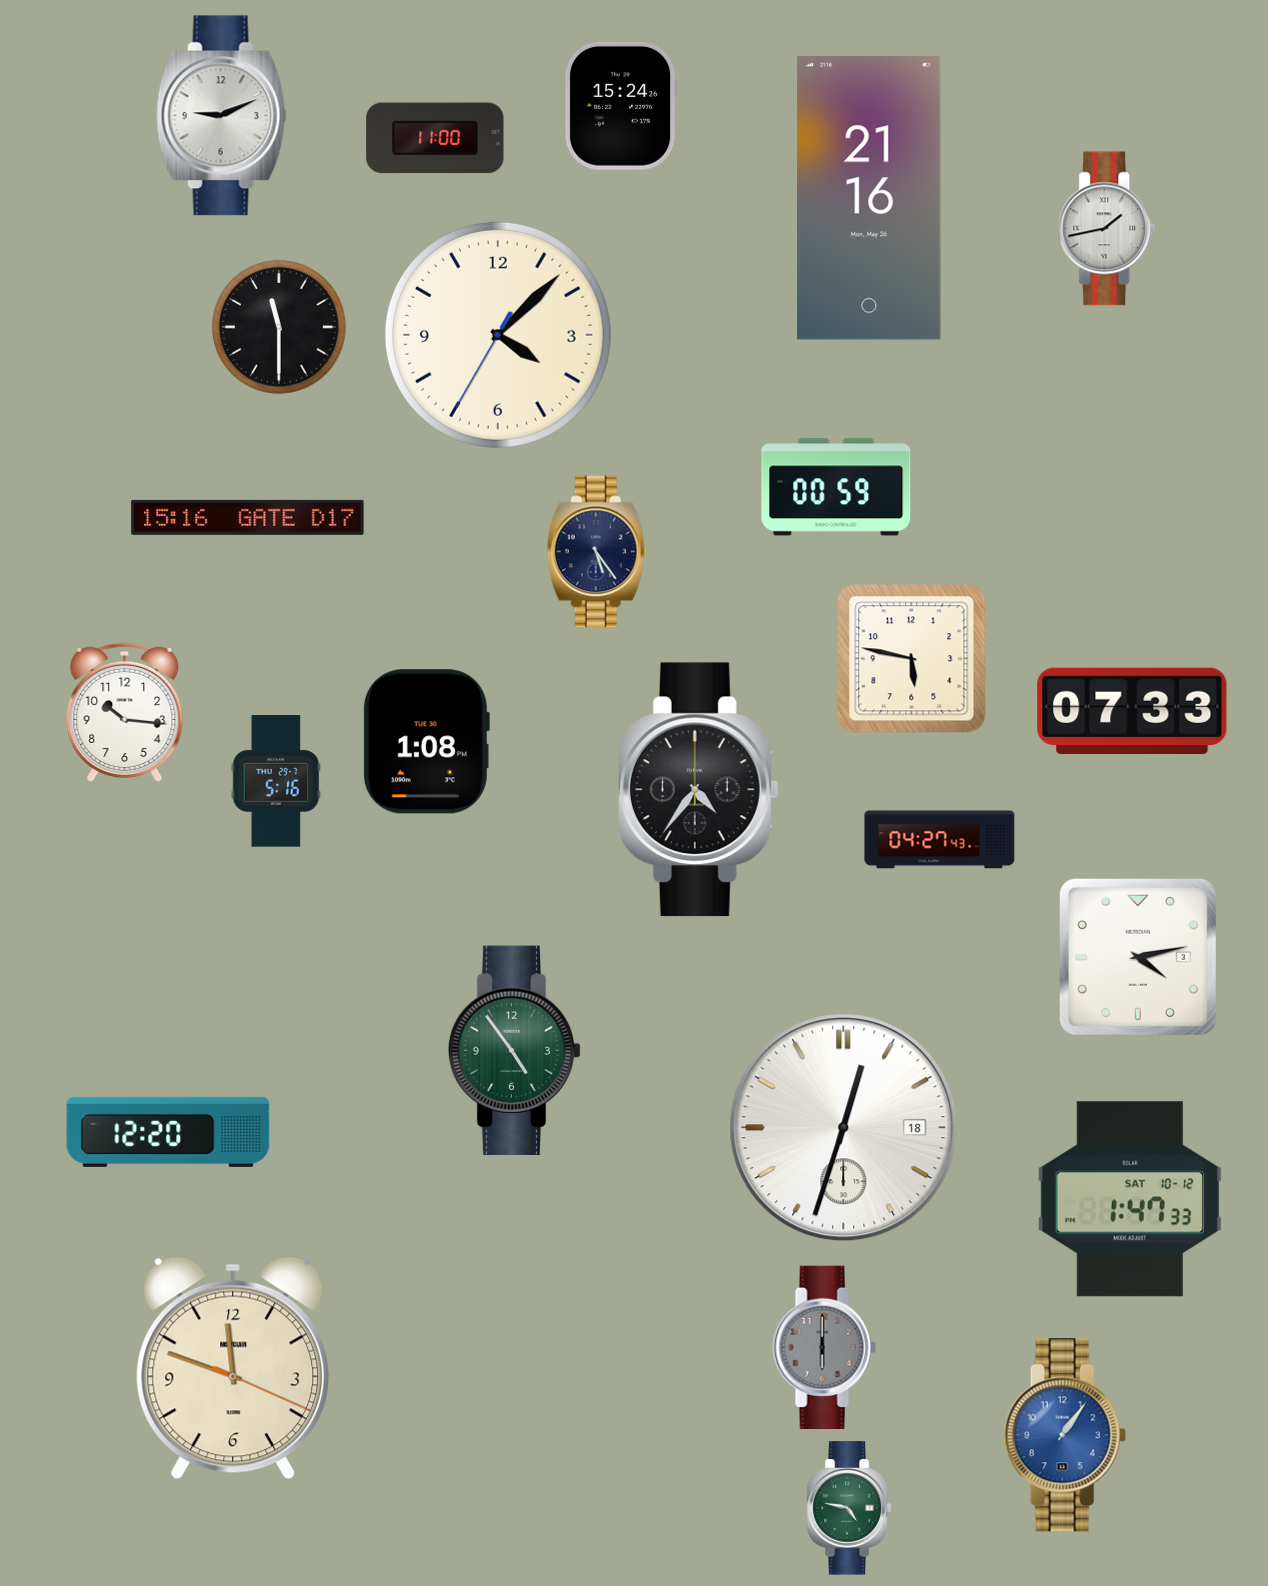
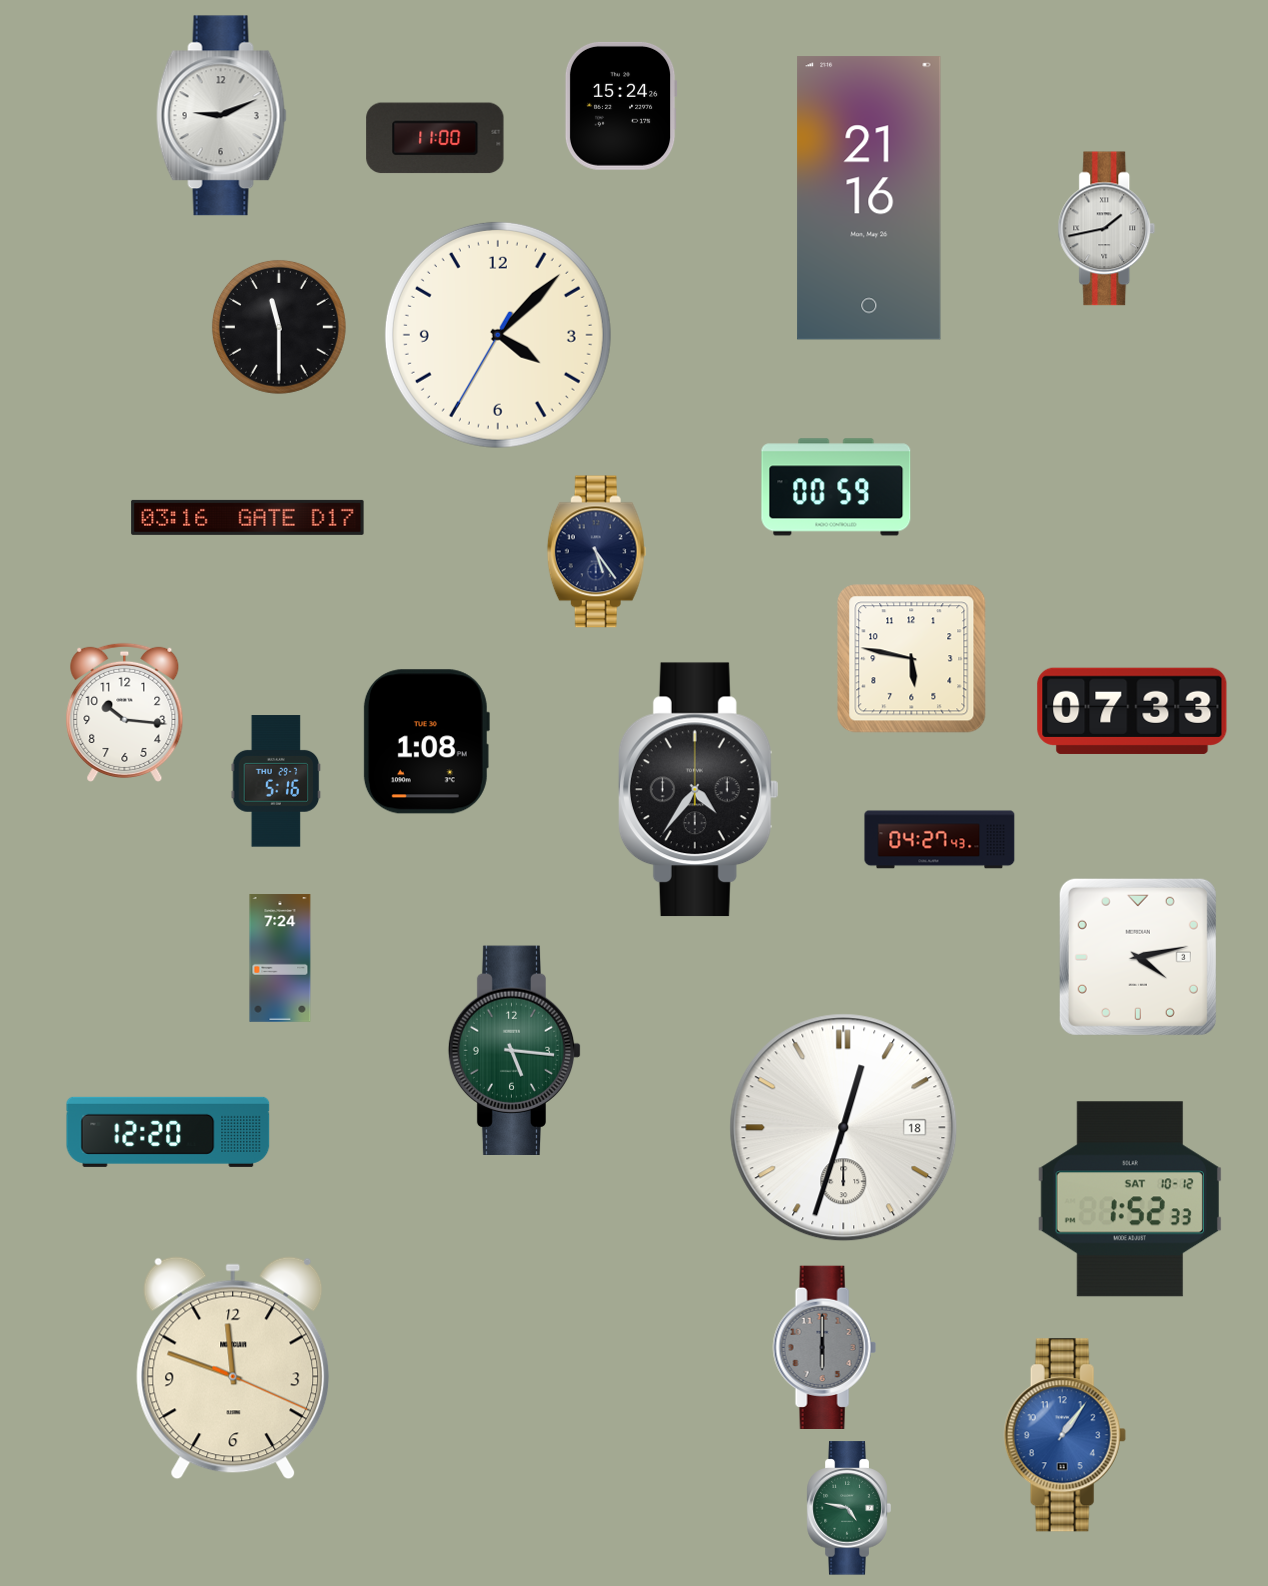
clock at (248, 517): 15:16 -> 03:16
clock at (280, 958): none -> 7:24
clock at (515, 1050): 4:54 -> 5:16
clock at (1130, 1199): 1:47 -> 1:52
